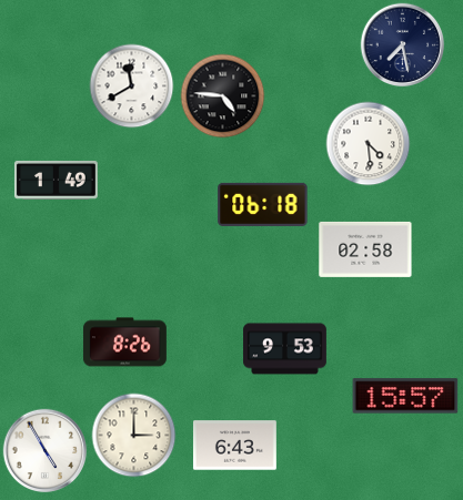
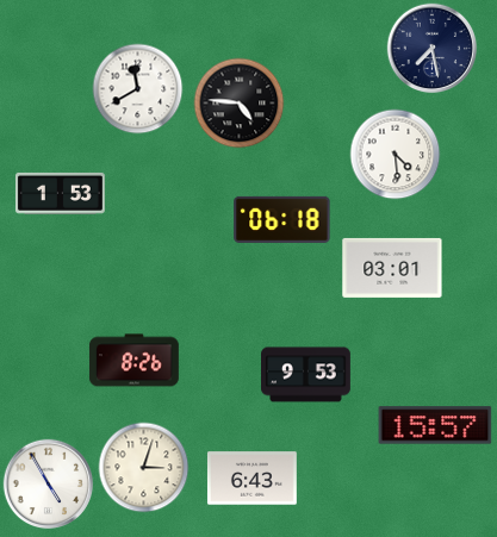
clock at (132, 86) position: (132, 86) -> (138, 89)
clock at (56, 180): 1:49 -> 1:53
clock at (365, 249): 02:58 -> 03:01
clock at (124, 343) position: (124, 343) -> (133, 361)
clock at (134, 436): 3:00 -> 3:03
